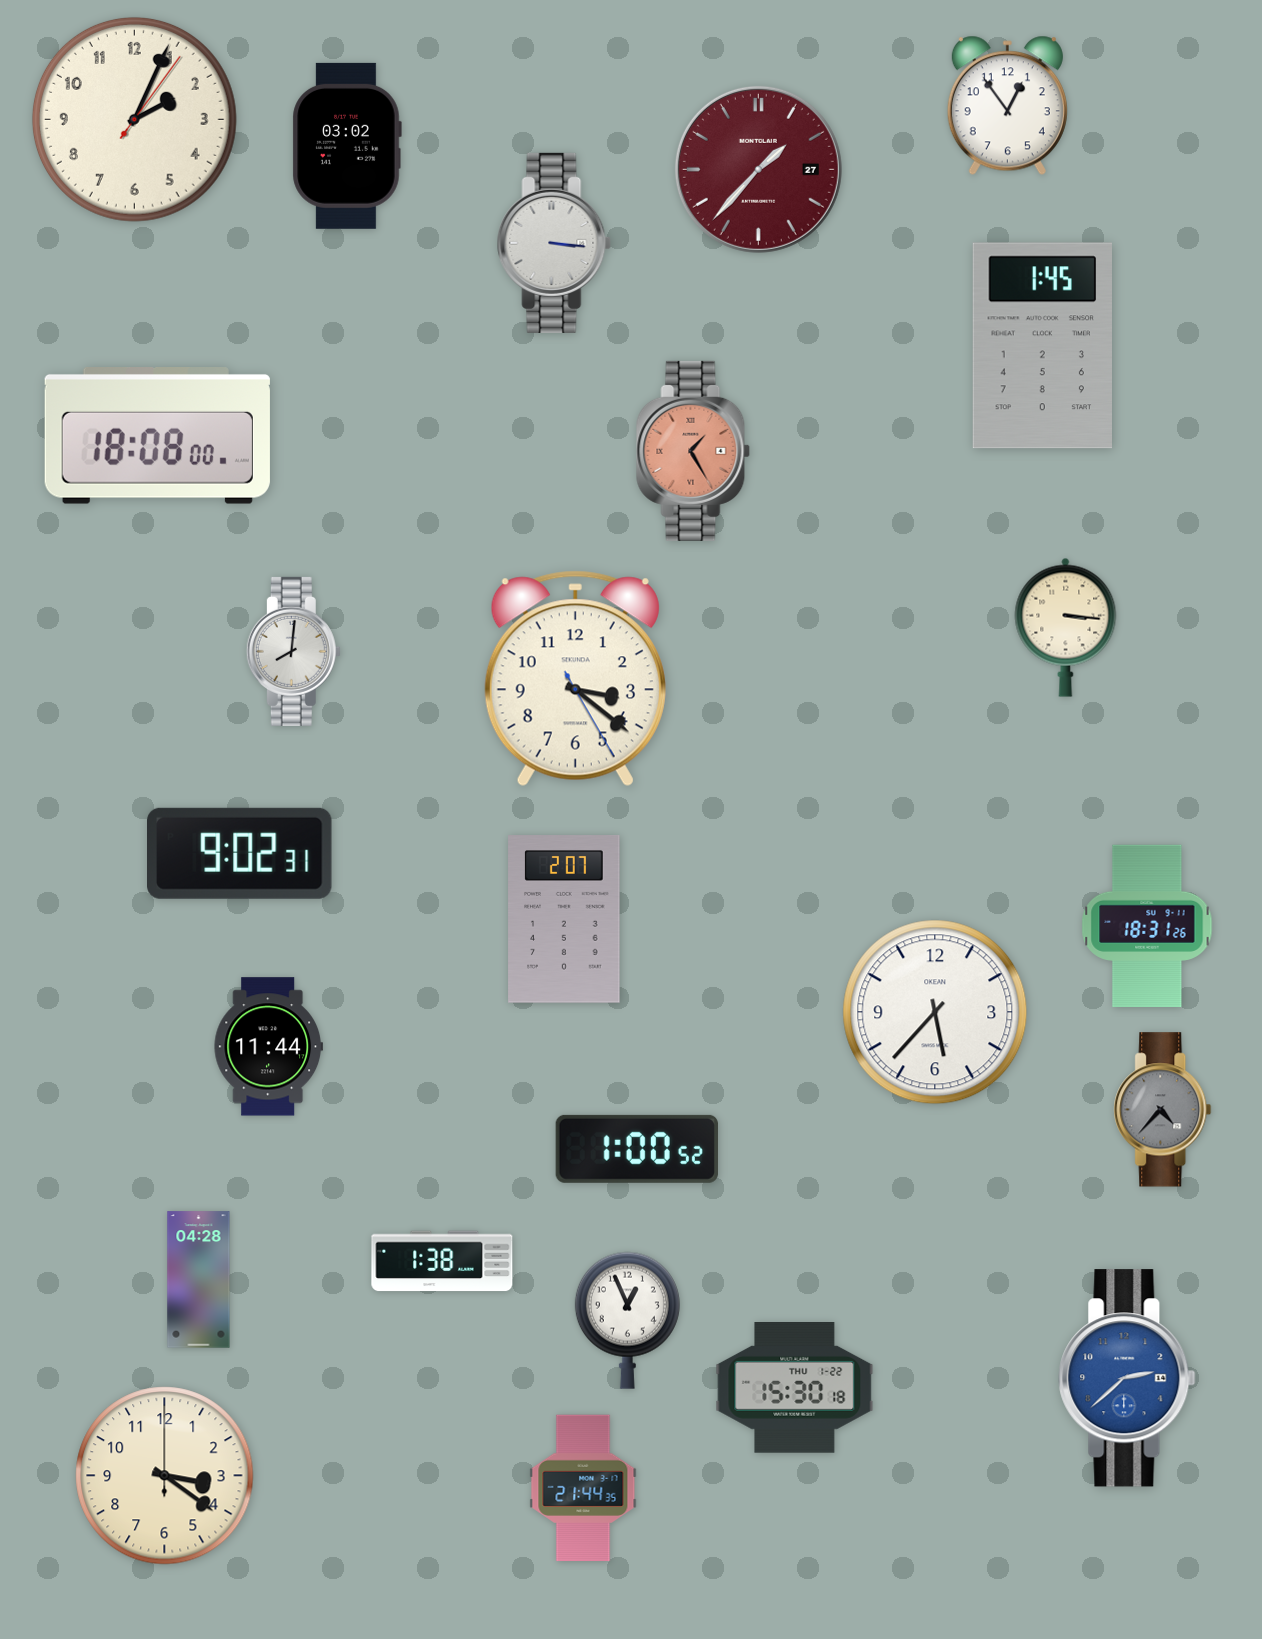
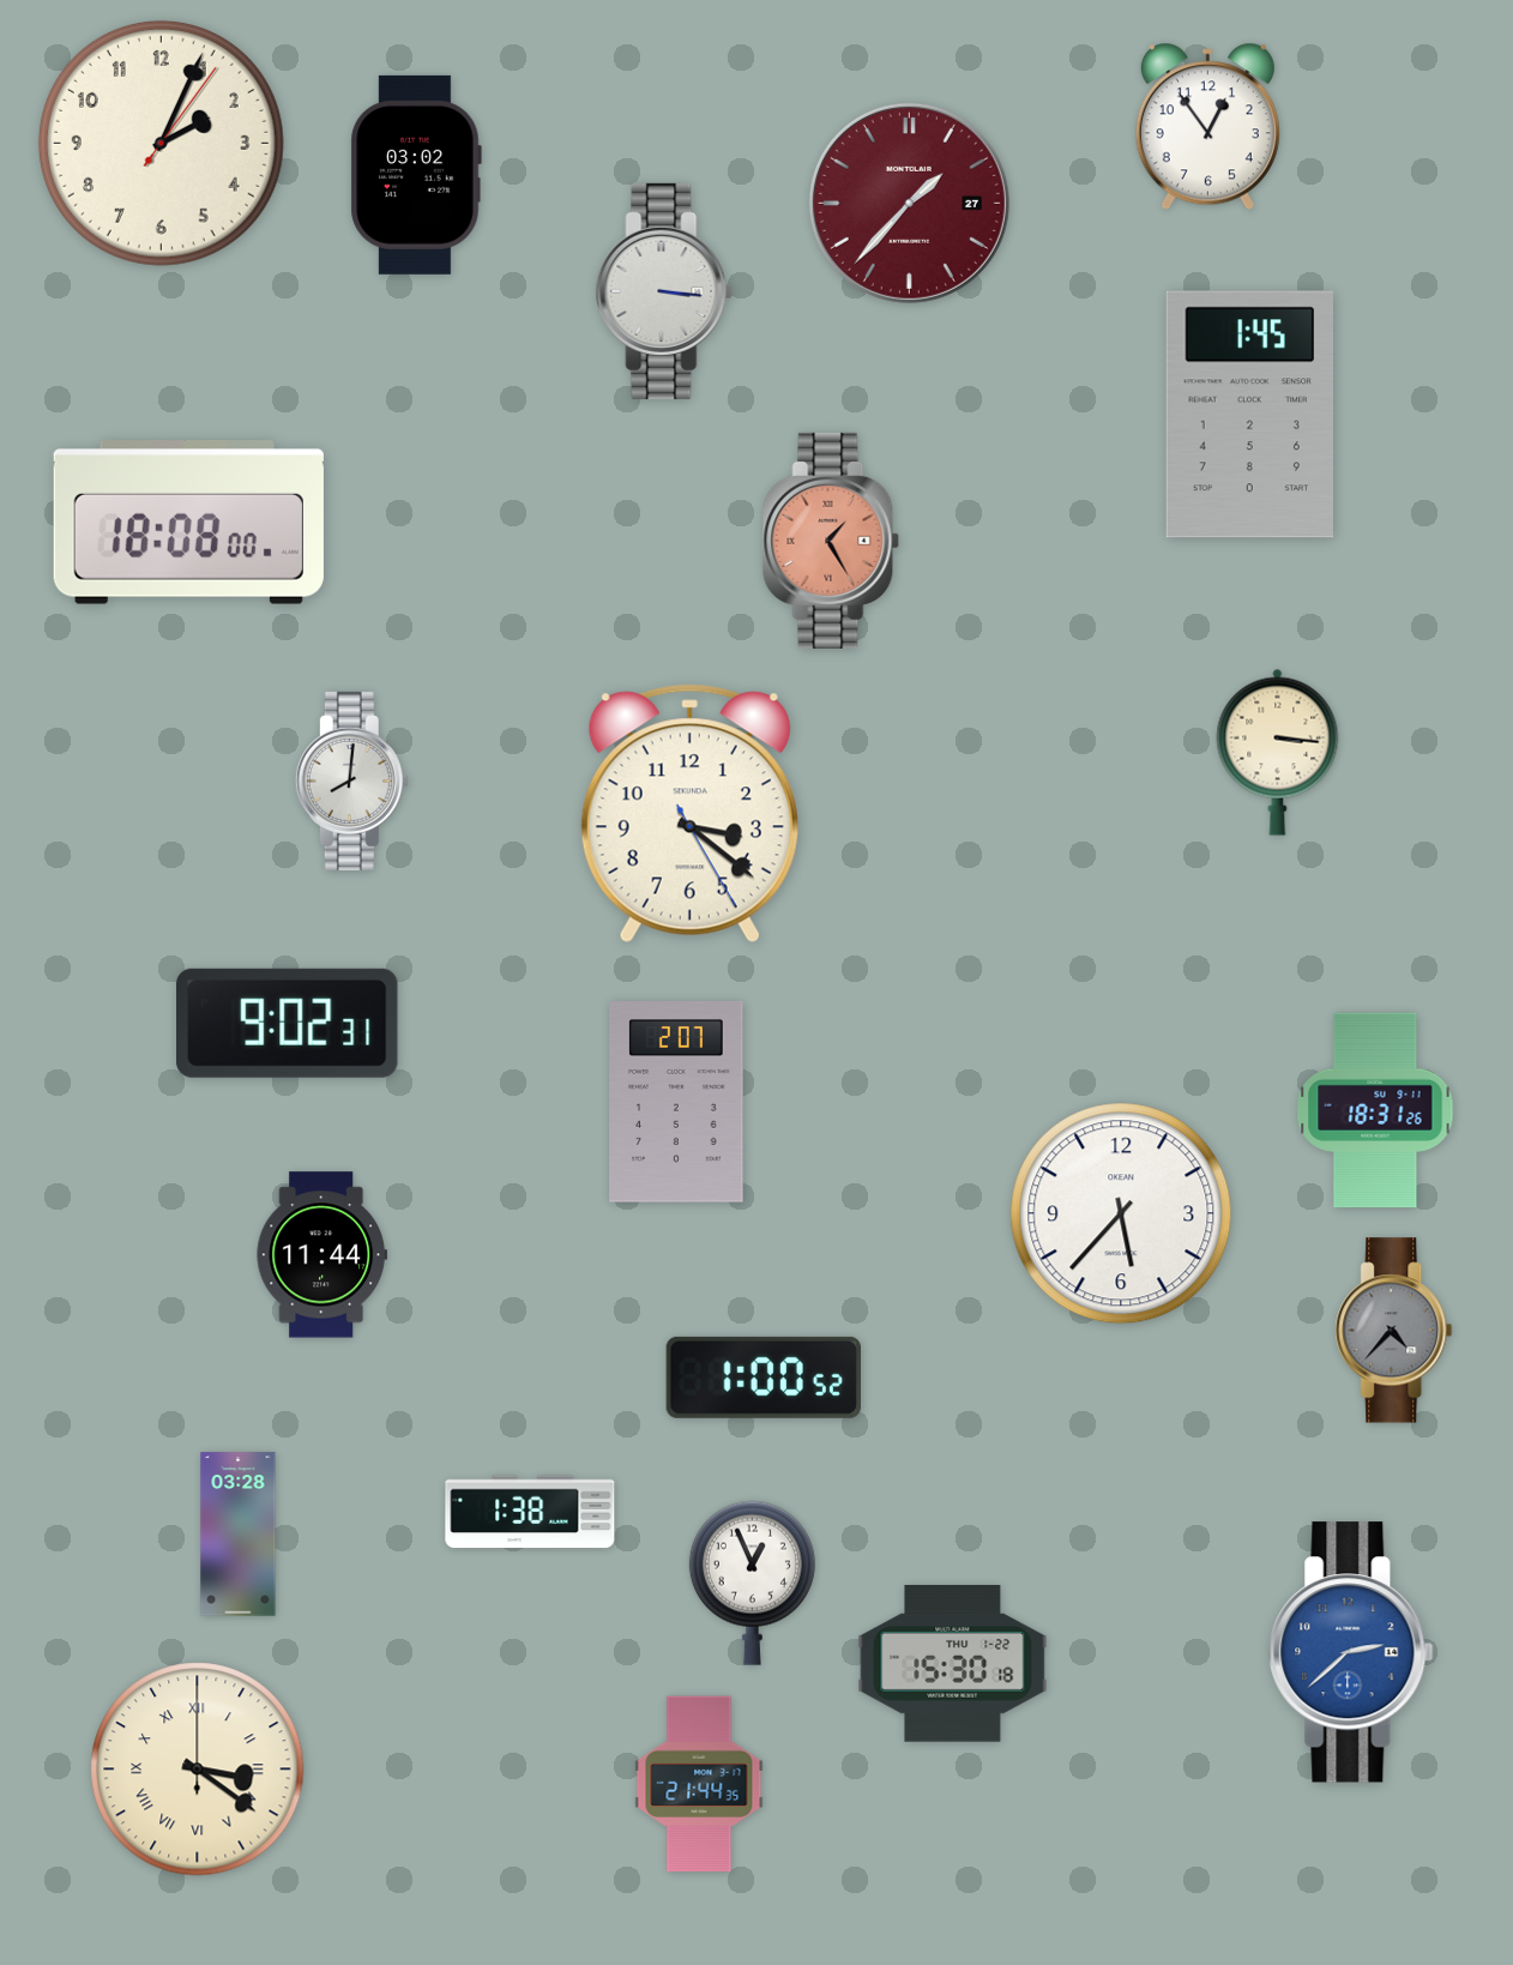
clock at (199, 1280): 04:28 -> 03:28
clock at (165, 1476) numerals: Arabic -> Roman
